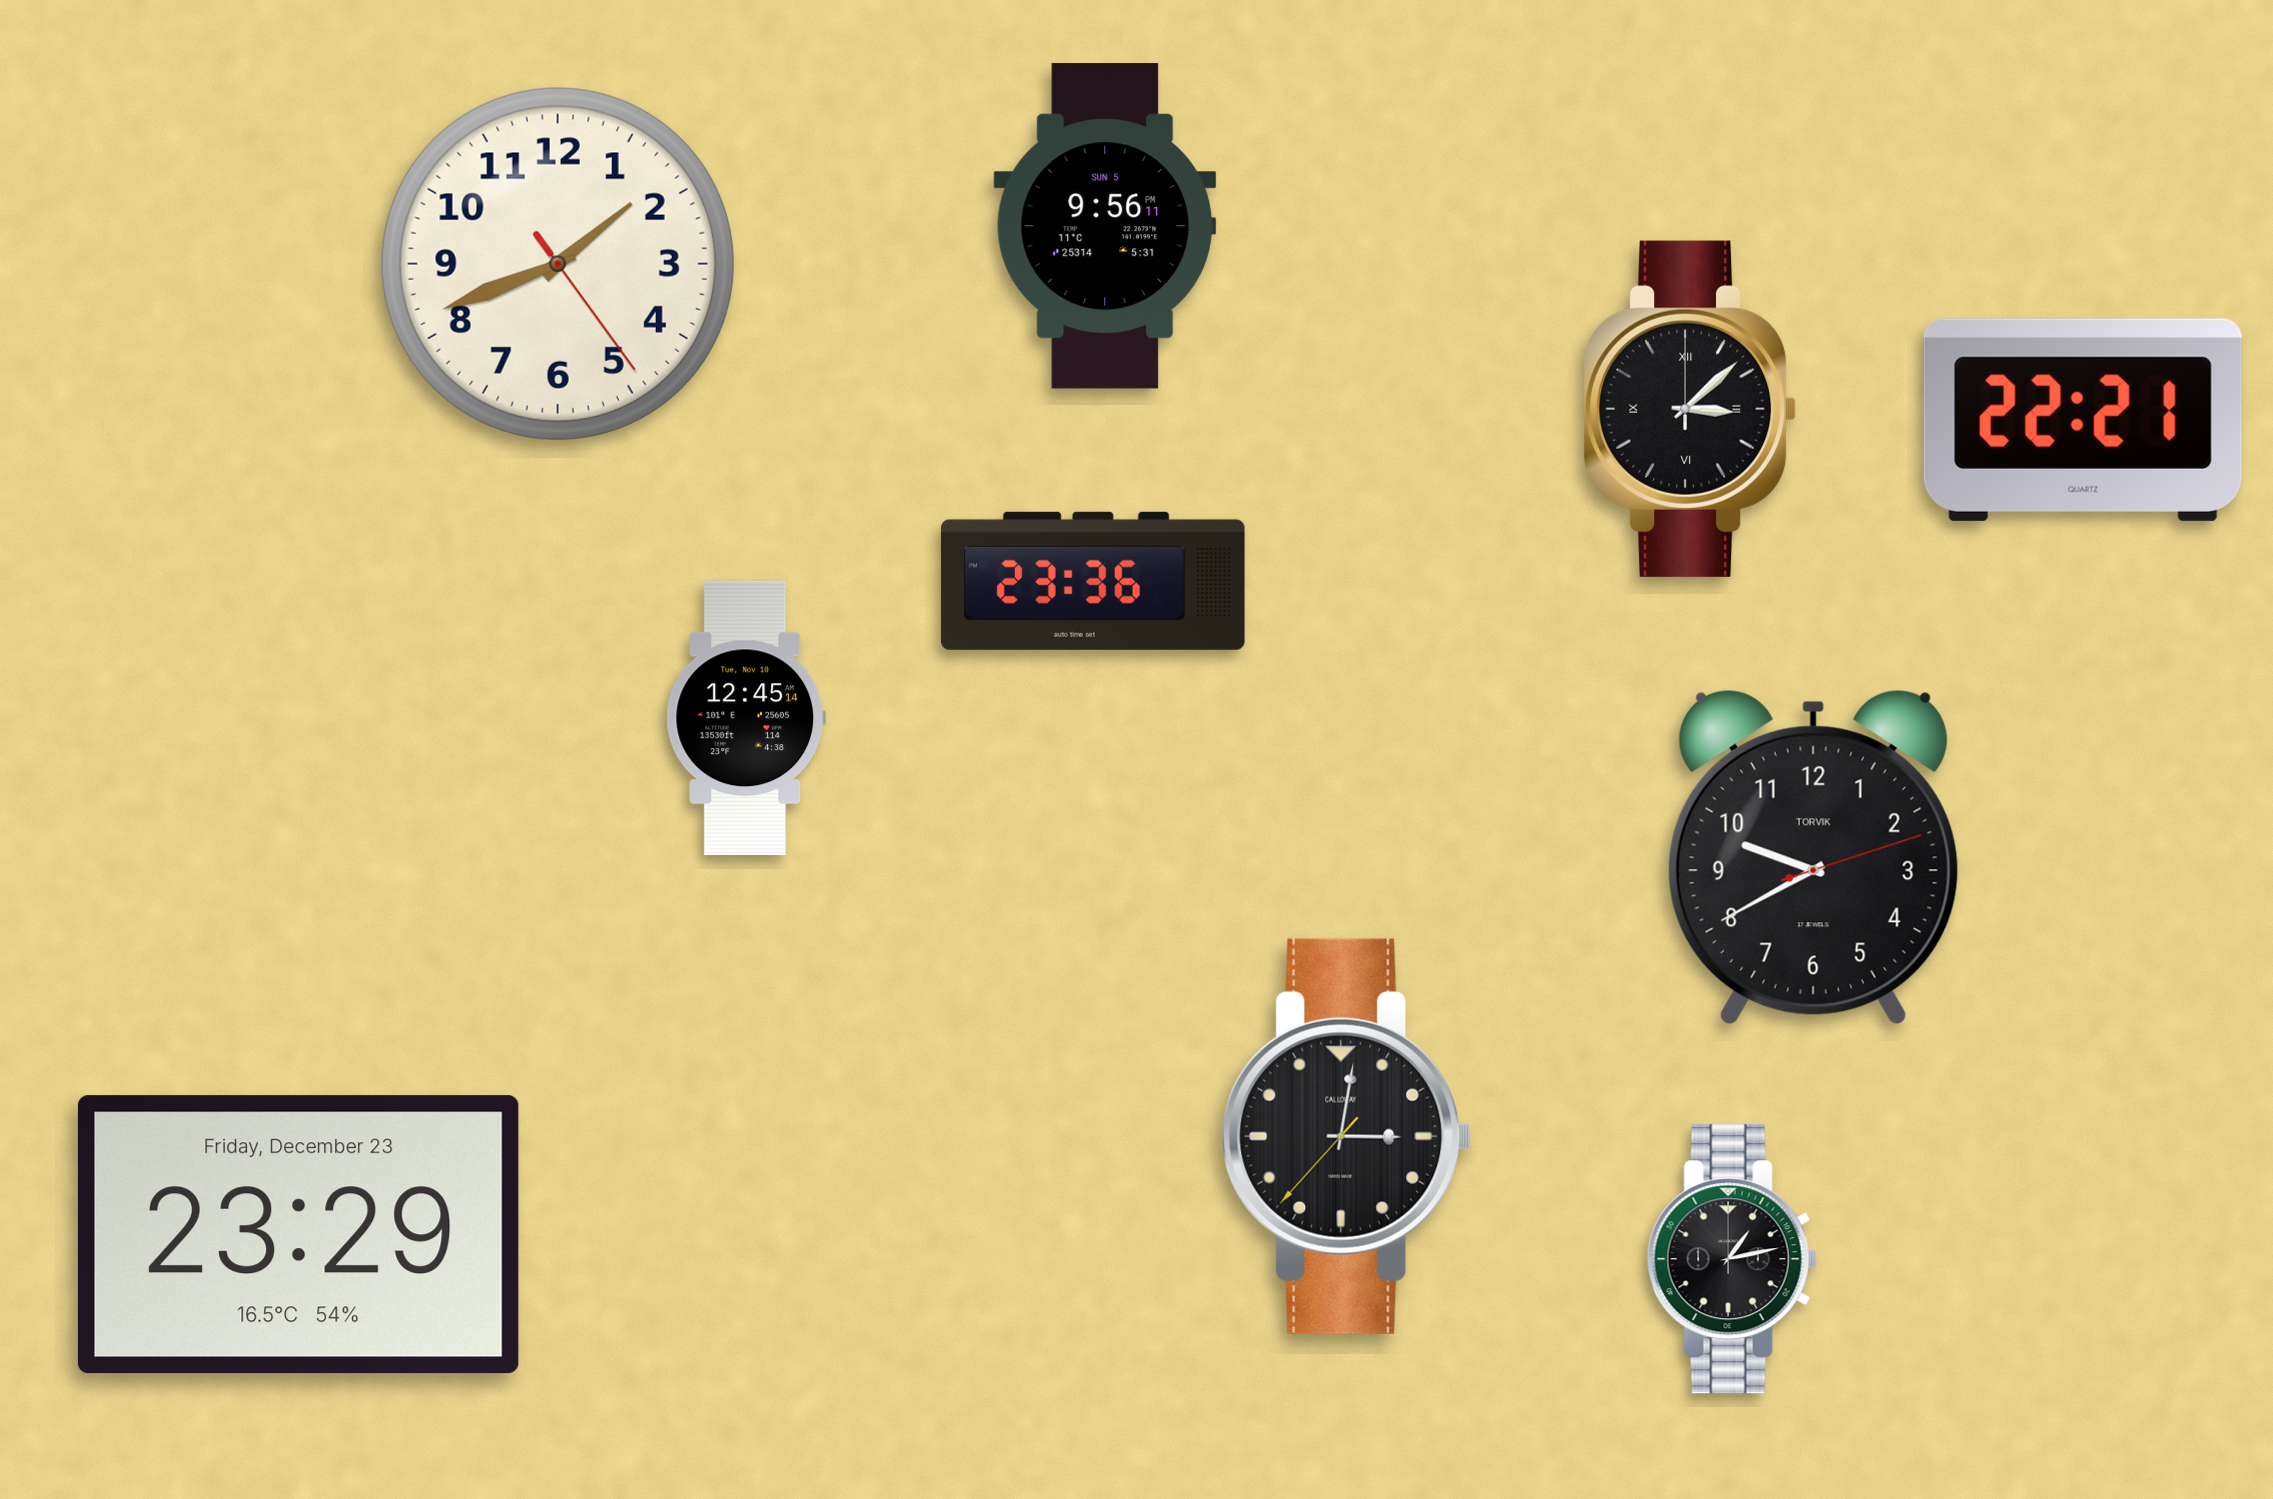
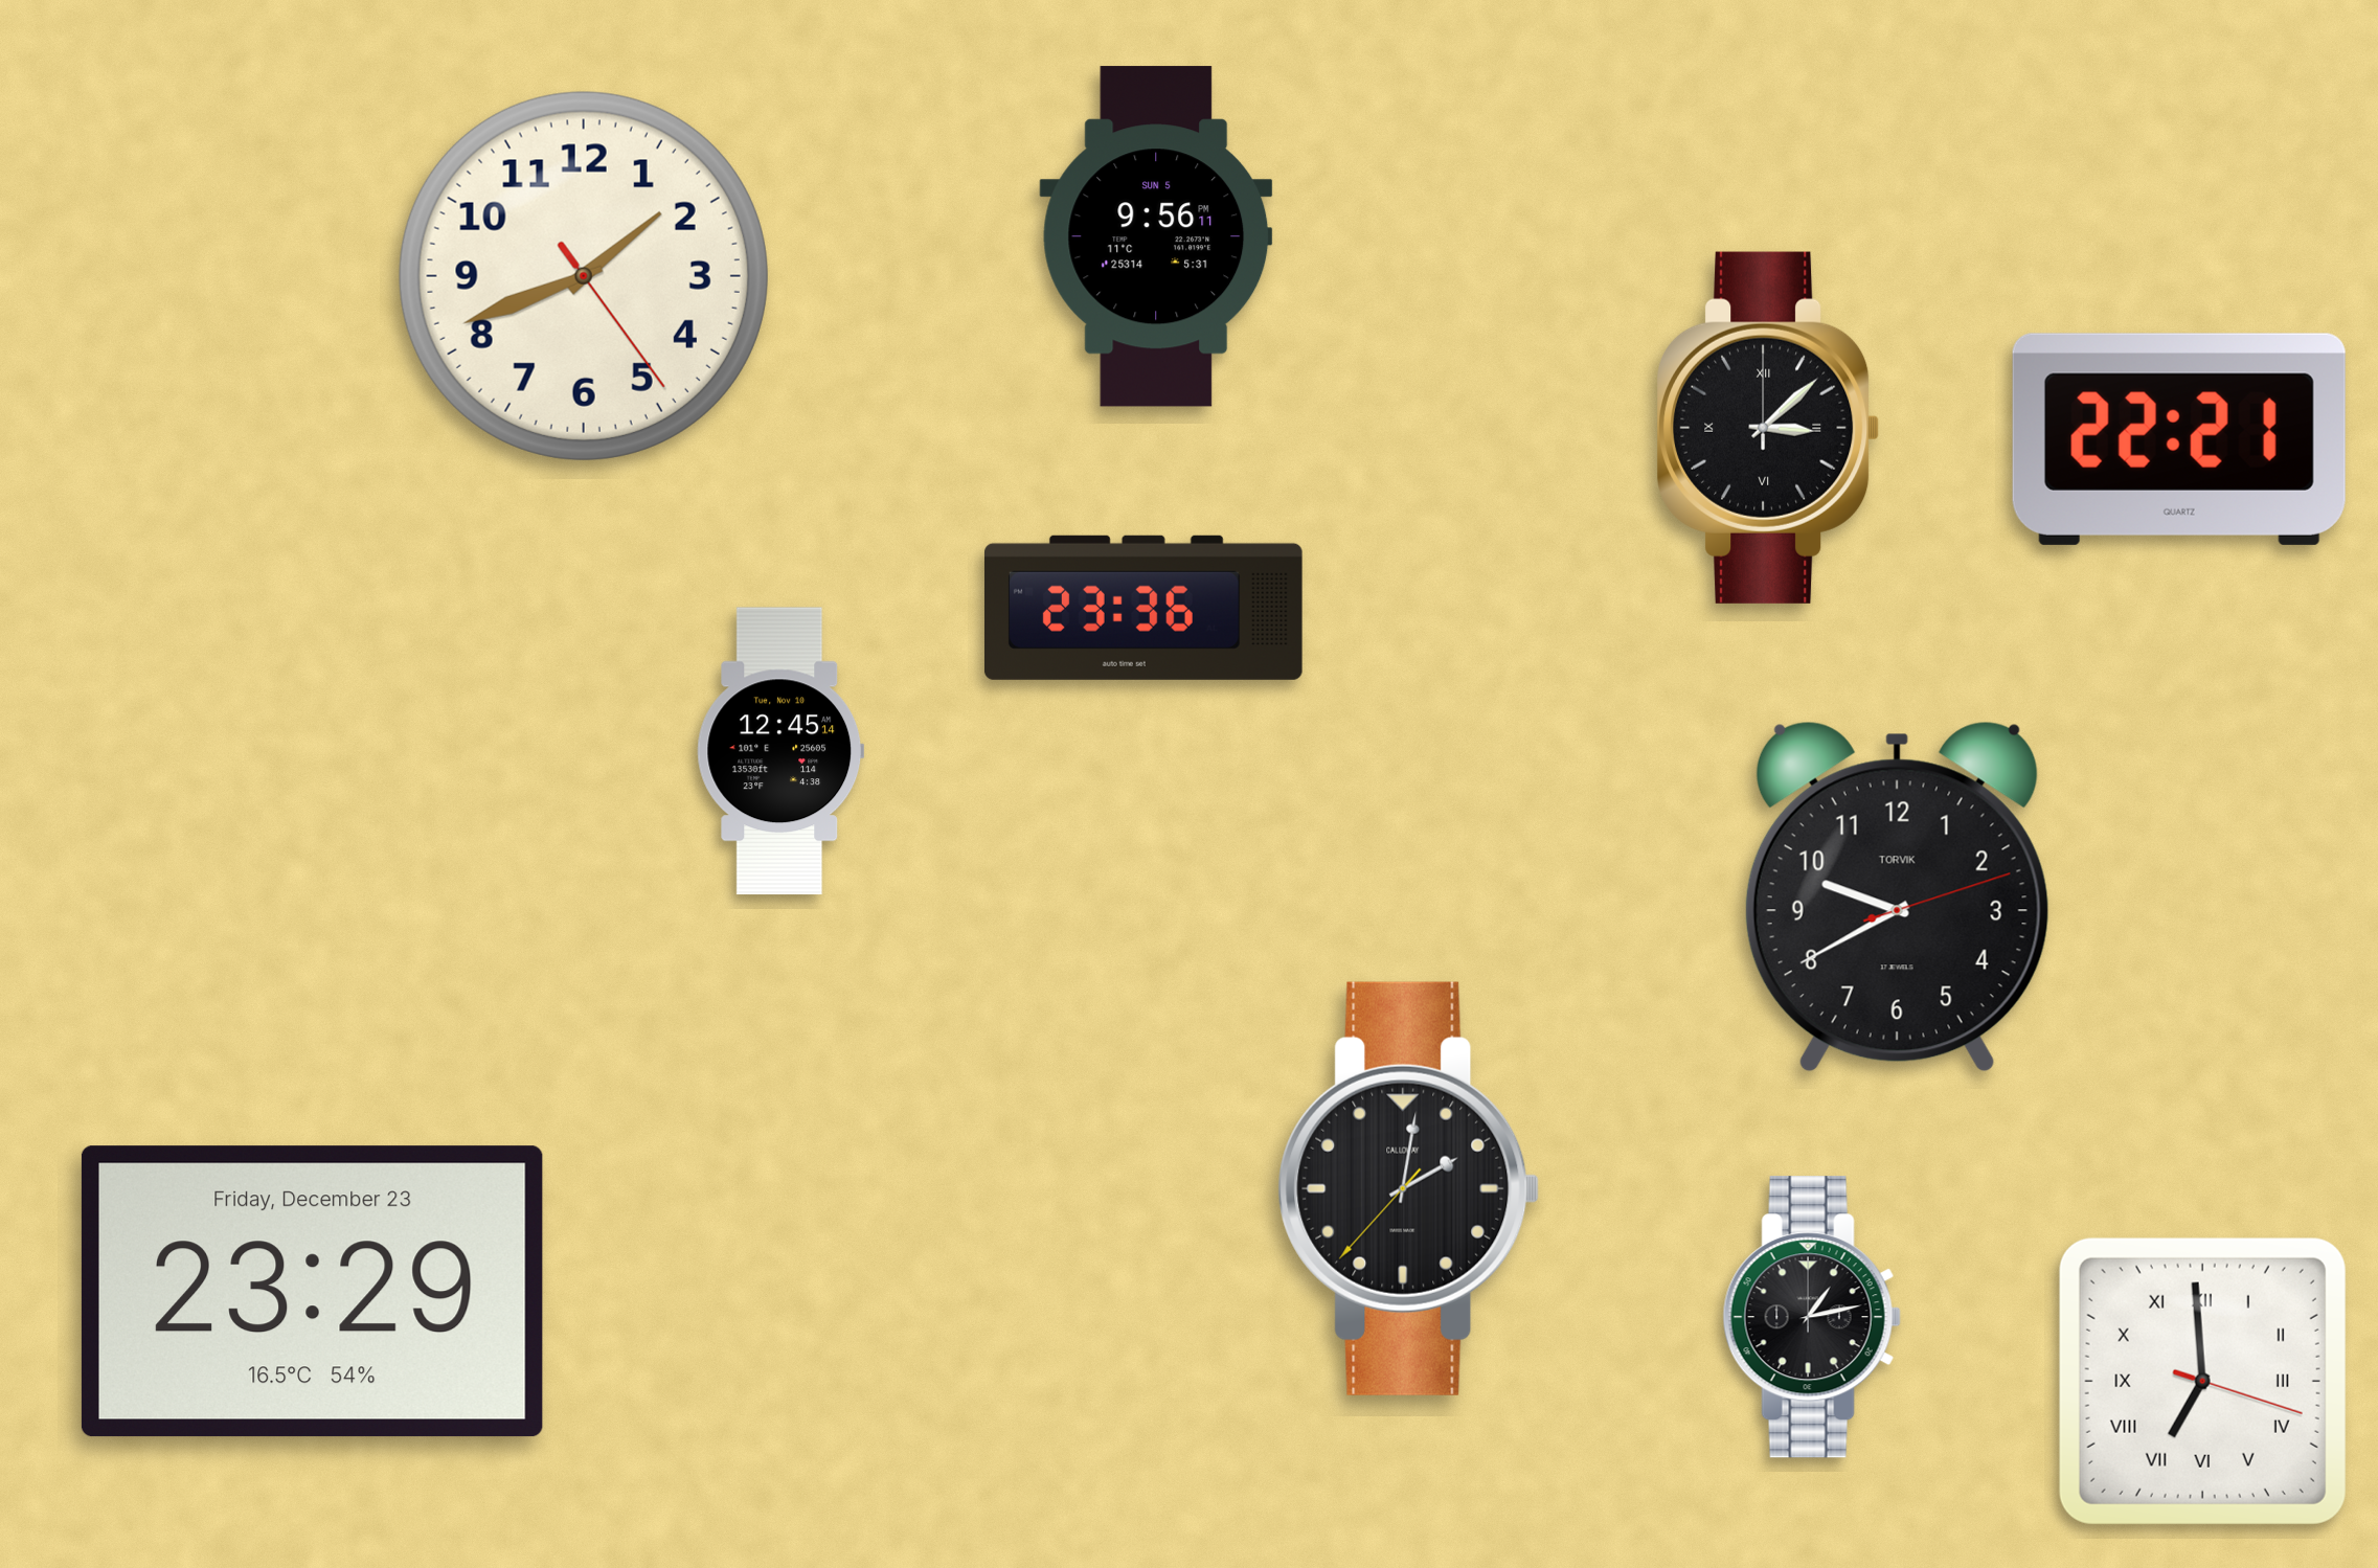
clock at (1347, 1136): 3:01 -> 2:01
clock at (2202, 1381): none -> 6:59
